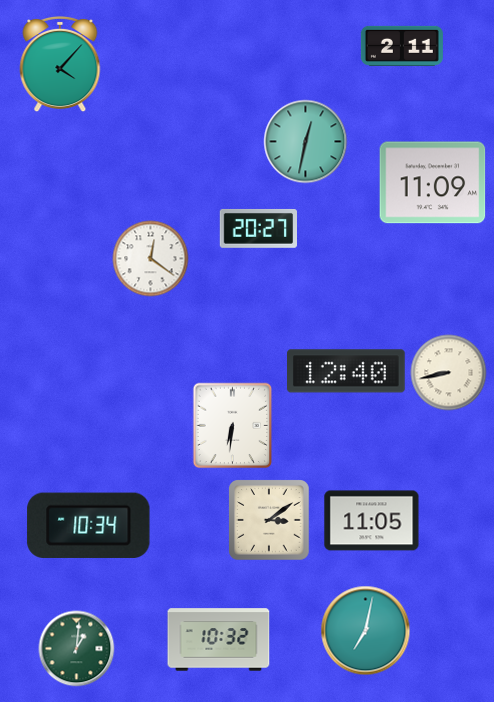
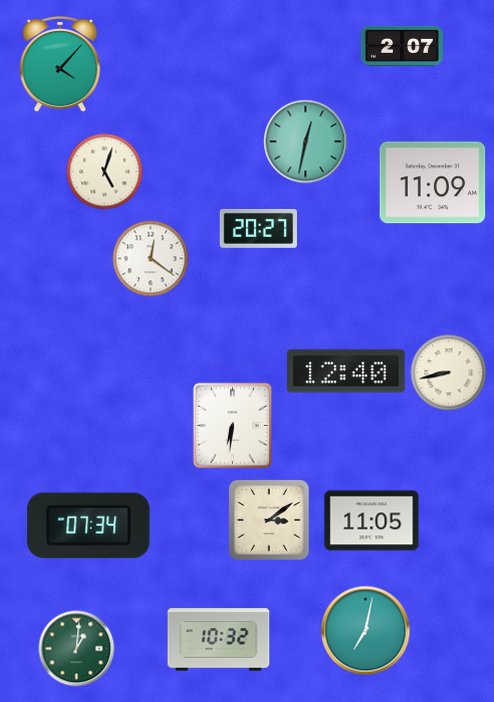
clock at (402, 46): 2:11 -> 2:07
clock at (105, 172): none -> 5:03
clock at (89, 525): 10:34 -> 07:34
